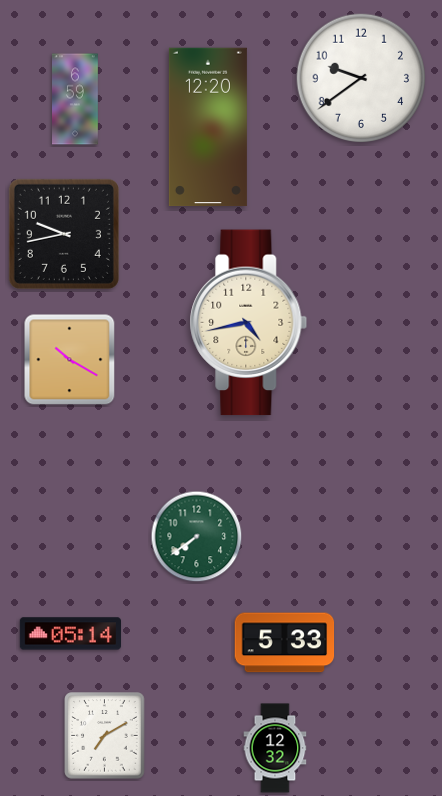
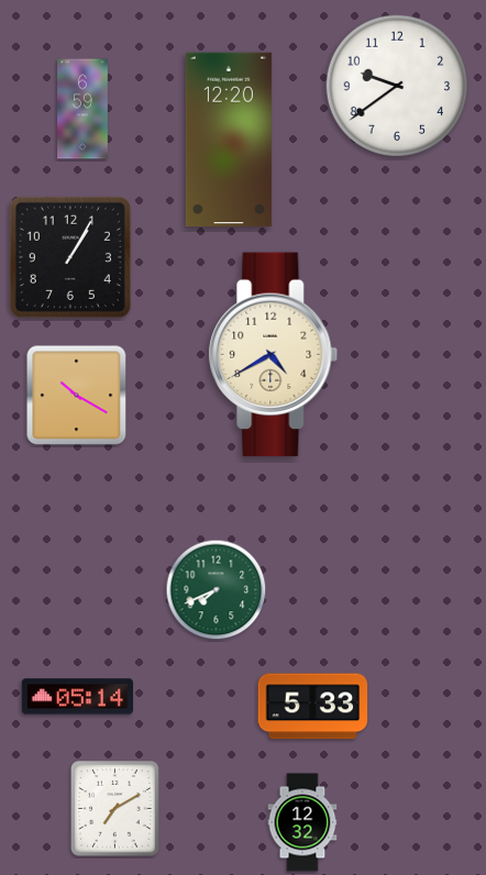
clock at (64, 234): 9:43 -> 1:05
clock at (249, 323): 4:43 -> 4:40
clock at (197, 537): 7:39 -> 7:41
